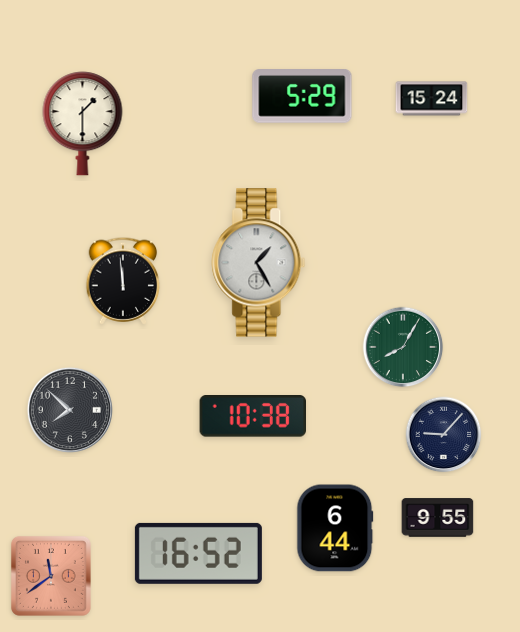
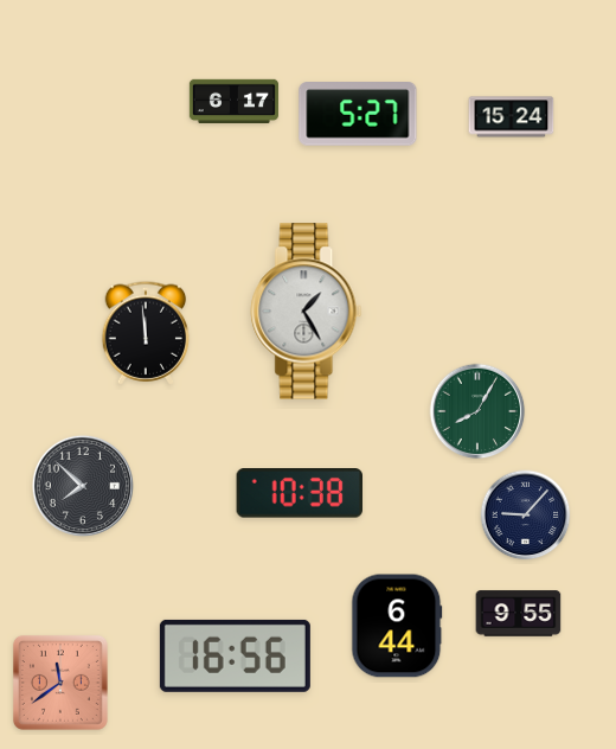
clock at (233, 102): none -> 6:17
clock at (302, 97): 5:29 -> 5:27
clock at (83, 124): 1:30 -> none
clock at (198, 553): 16:52 -> 16:56
